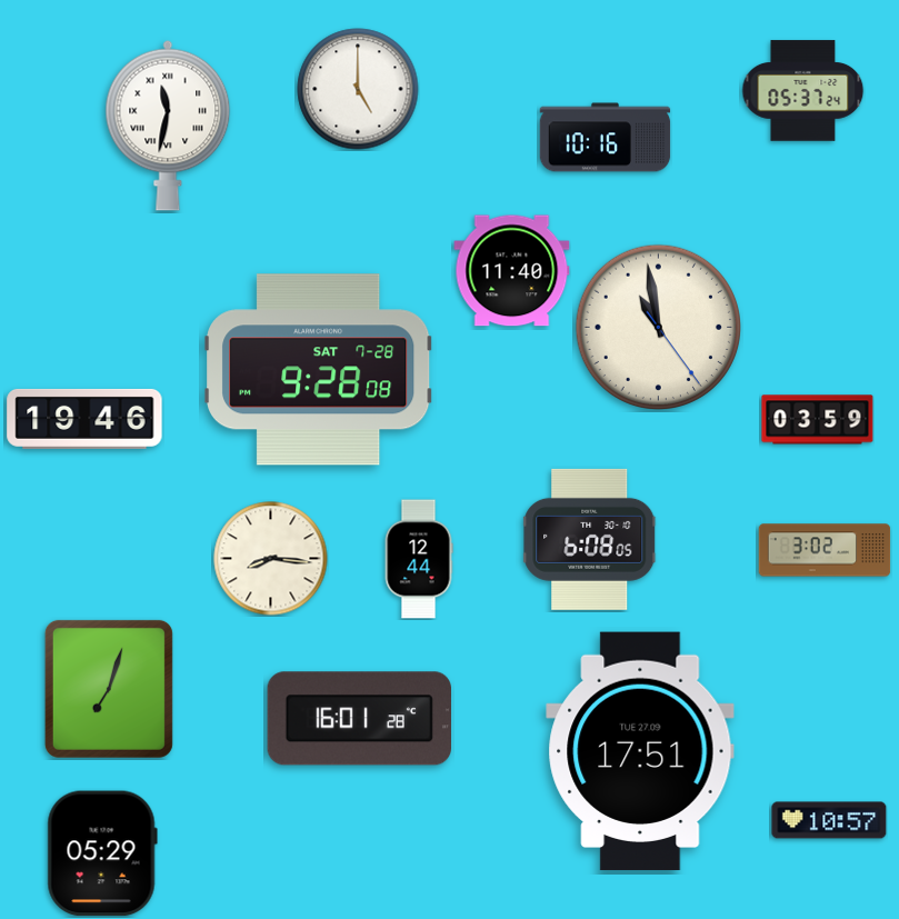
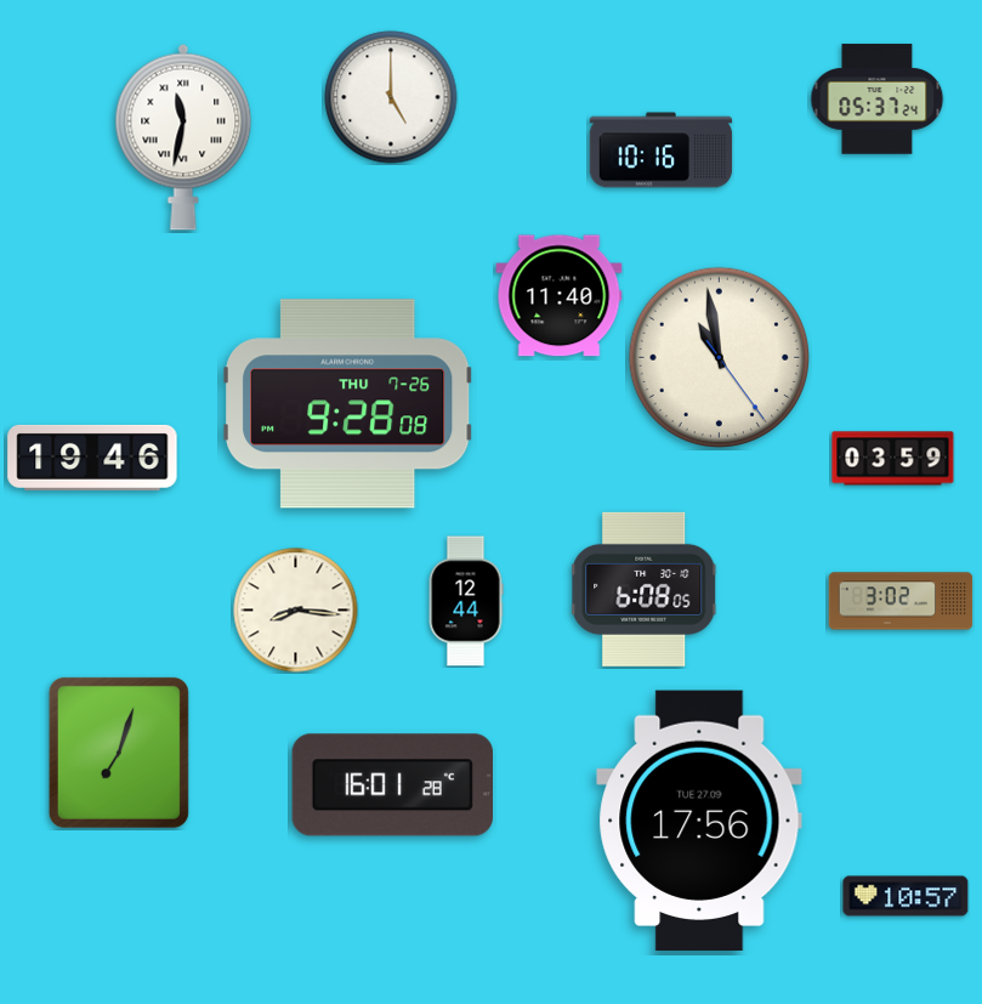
clock at (319, 370) date: SAT 7-28 -> THU 7-26
clock at (419, 559) position: (419, 559) -> (466, 601)
clock at (640, 751): 17:51 -> 17:56
clock at (102, 853): 05:29 -> none
